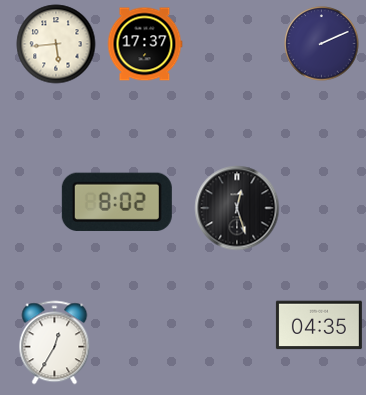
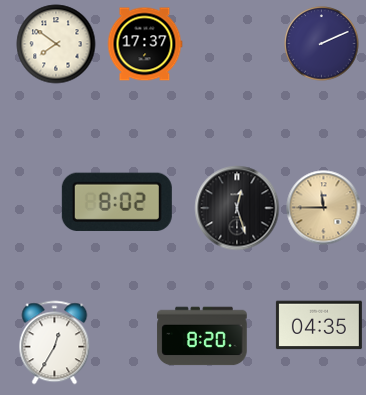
clock at (56, 44): 5:44 -> 7:51
clock at (324, 208): none -> 11:45
clock at (202, 336): none -> 8:20
